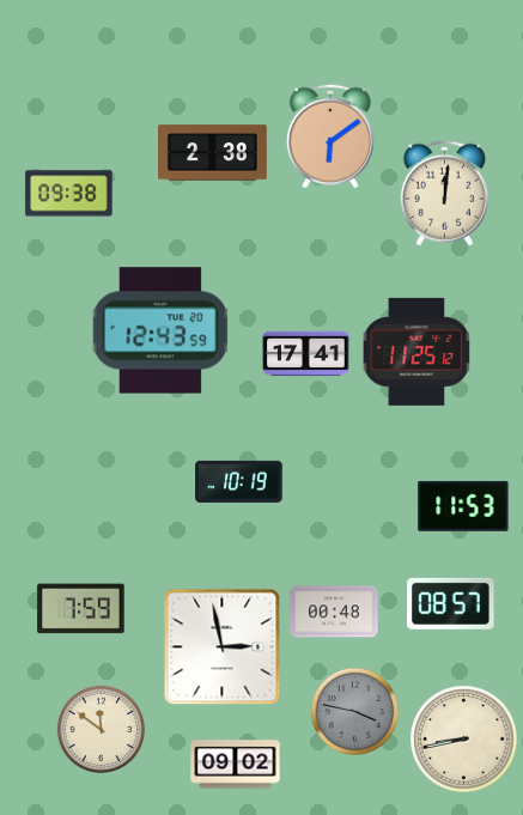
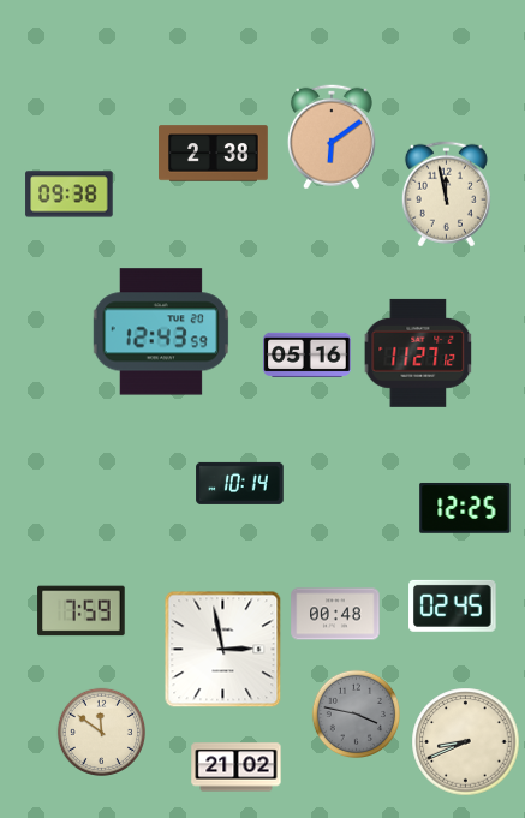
clock at (444, 194): 12:01 -> 11:58
clock at (416, 352): 11:25 -> 11:27
clock at (306, 353): 17:41 -> 05:16
clock at (239, 481): 10:19 -> 10:14
clock at (463, 506): 11:53 -> 12:25
clock at (451, 603): 08:57 -> 02:45
clock at (464, 740): 8:43 -> 8:41
clock at (236, 765): 09:02 -> 21:02
